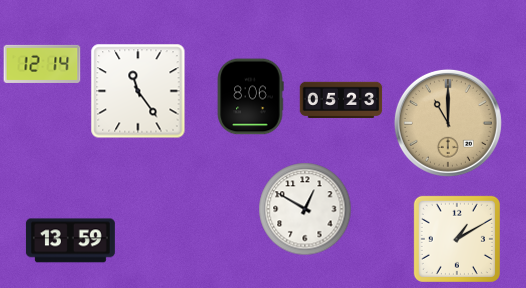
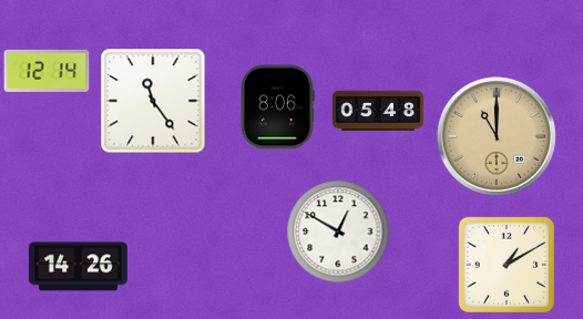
clock at (341, 100): 05:23 -> 05:48
clock at (70, 241): 13:59 -> 14:26
